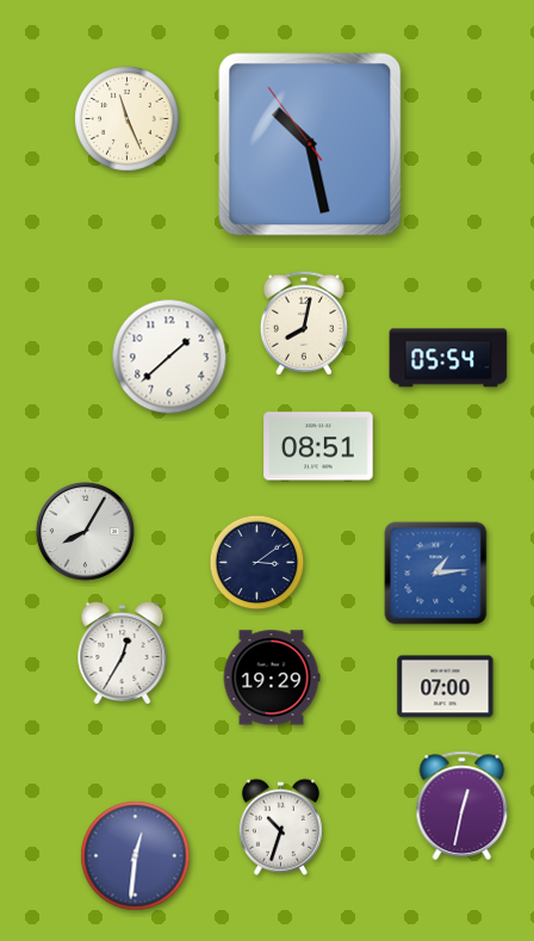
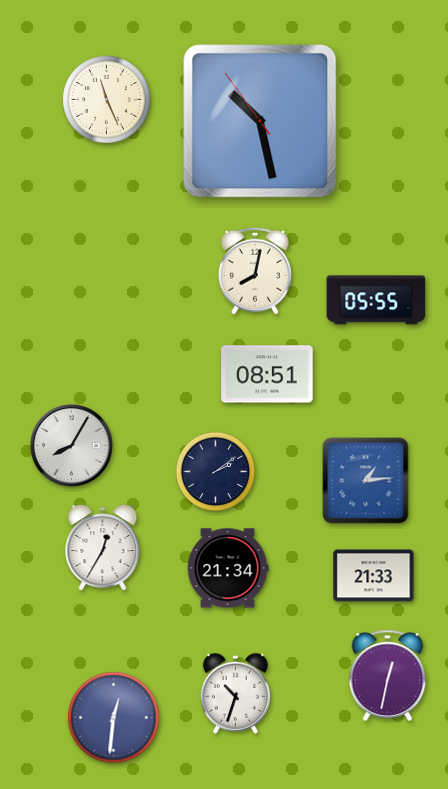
clock at (169, 357): 1:38 -> none
clock at (448, 358): 05:54 -> 05:55
clock at (257, 563): 3:09 -> 2:09
clock at (272, 677): 19:29 -> 21:34
clock at (446, 687): 07:00 -> 21:33
